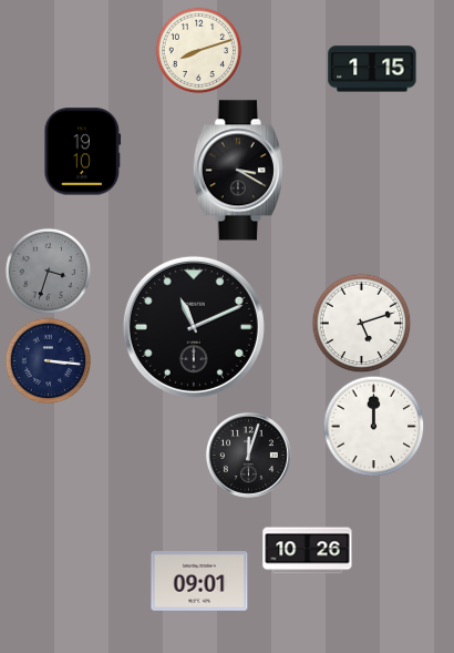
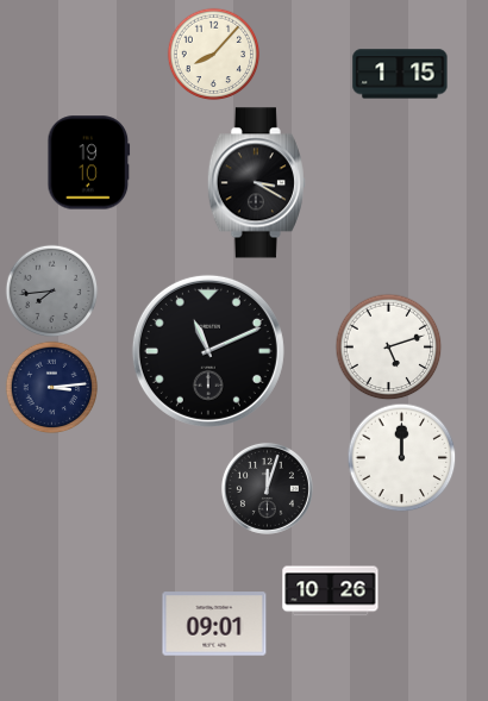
clock at (198, 50): 8:12 -> 8:07
clock at (48, 271): 3:33 -> 7:44
clock at (48, 360): 3:16 -> 3:14
